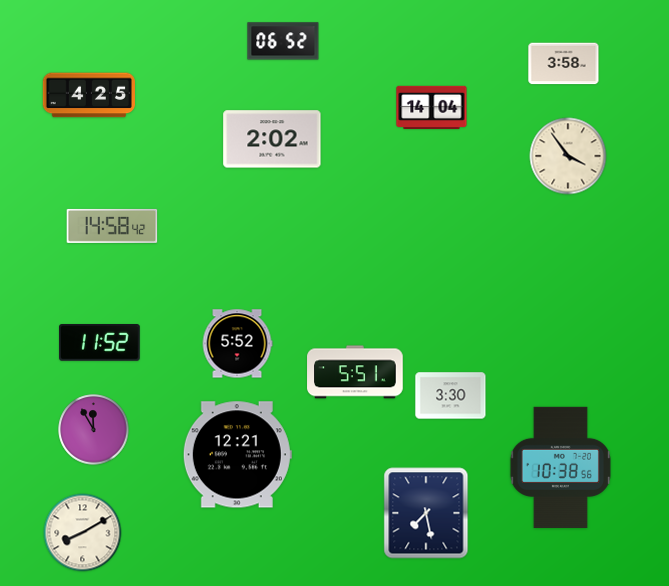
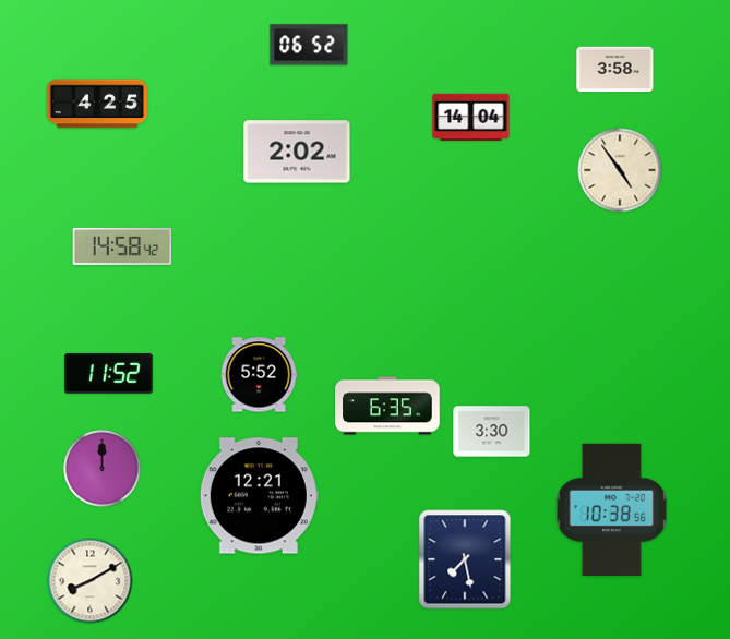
clock at (568, 156): 3:54 -> 4:54
clock at (355, 372): 5:51 -> 6:35
clock at (94, 430): 11:55 -> 12:00
